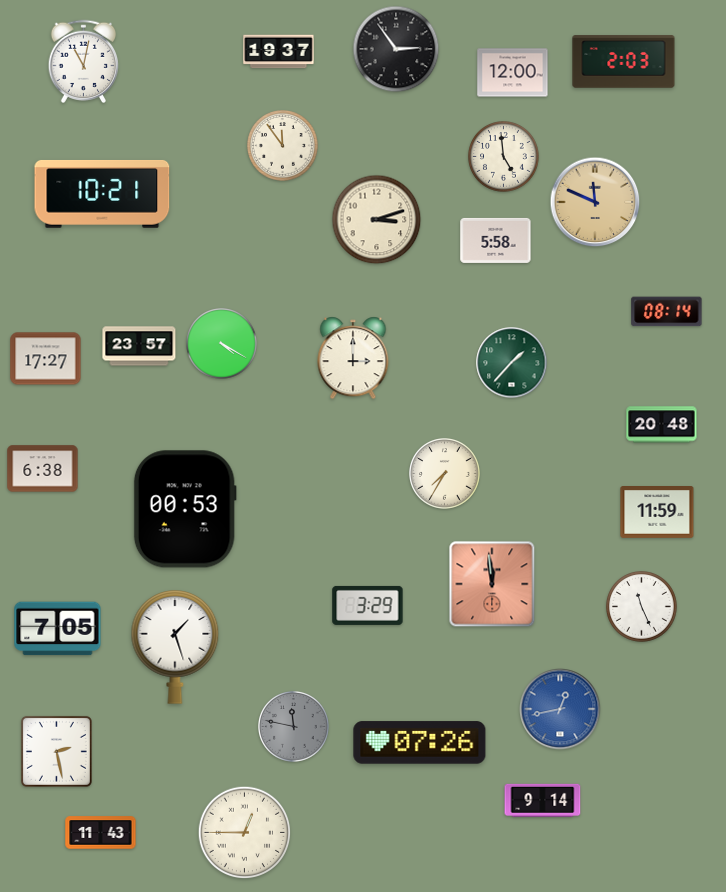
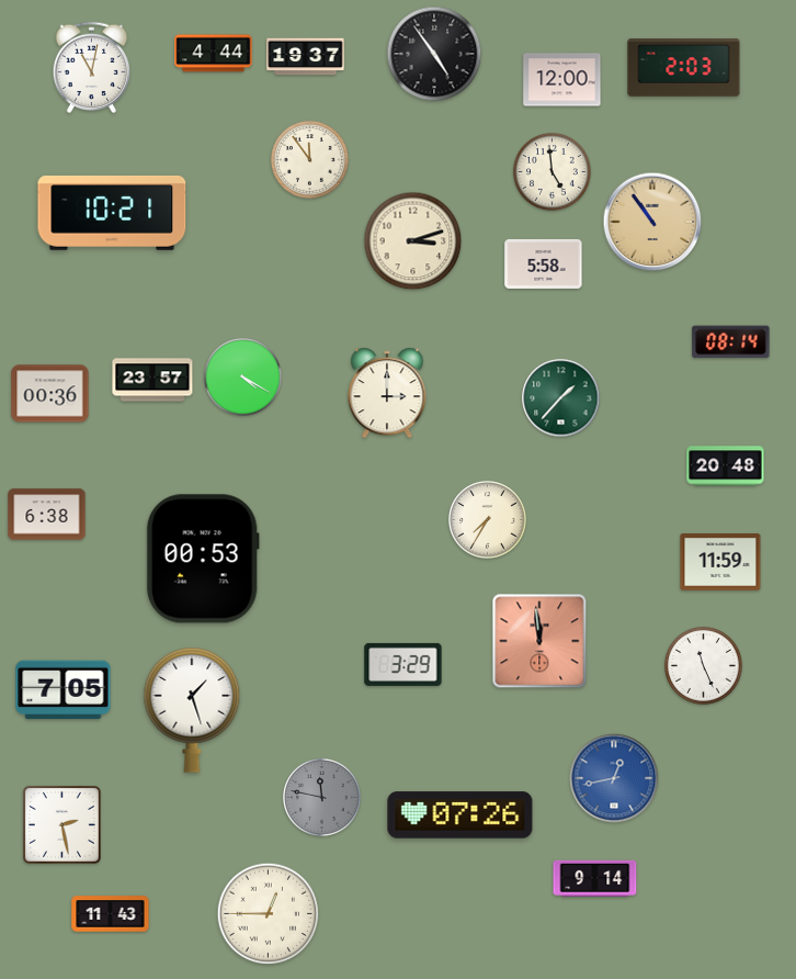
clock at (214, 54): none -> 4:44
clock at (396, 49): 2:54 -> 4:54
clock at (595, 202): 11:49 -> 10:54
clock at (46, 359): 17:27 -> 00:36
